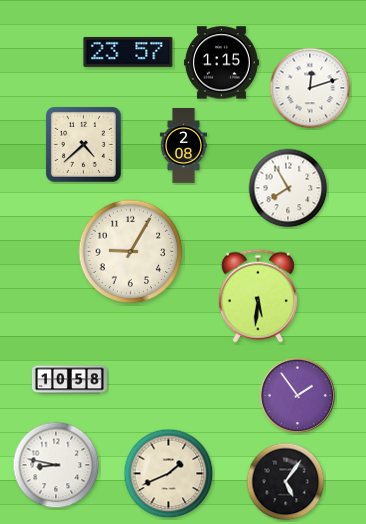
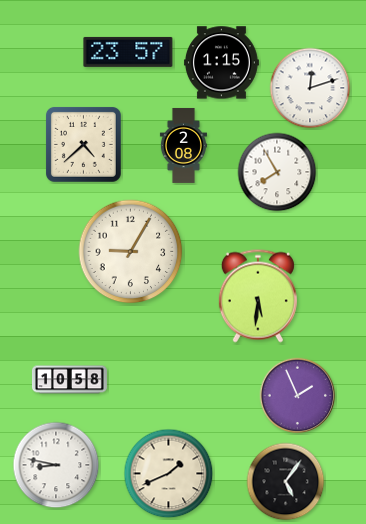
clock at (288, 188) position: (288, 188) -> (277, 172)
clock at (298, 396): 1:54 -> 1:56
